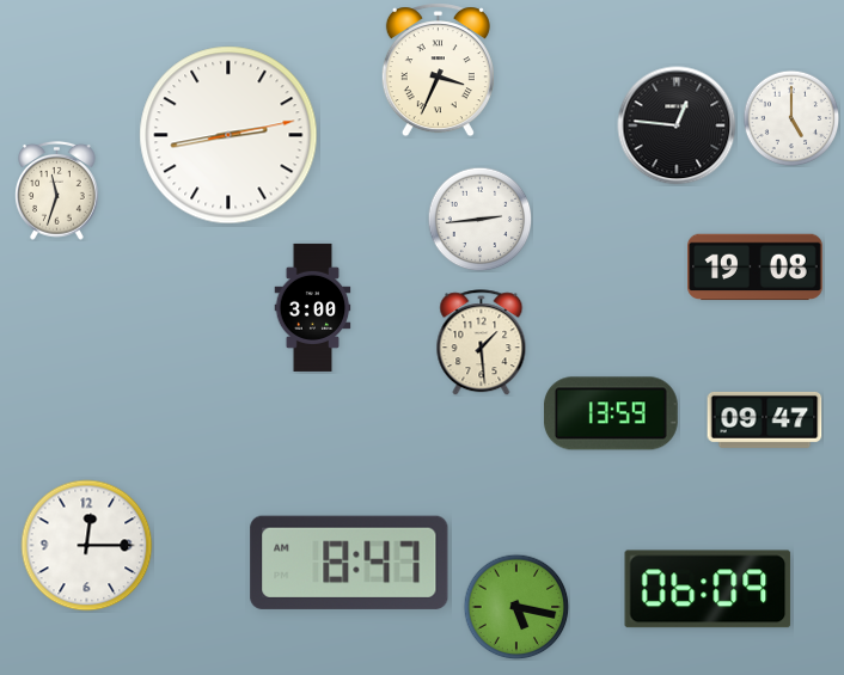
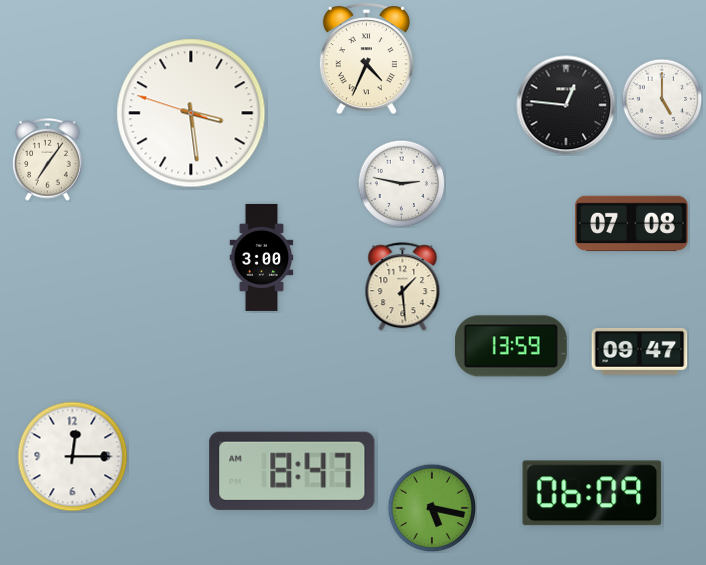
clock at (438, 70): 3:34 -> 4:34
clock at (228, 135): 2:43 -> 3:28
clock at (57, 191): 11:33 -> 7:06
clock at (479, 219): 2:44 -> 2:47
clock at (756, 268): 19:08 -> 07:08
